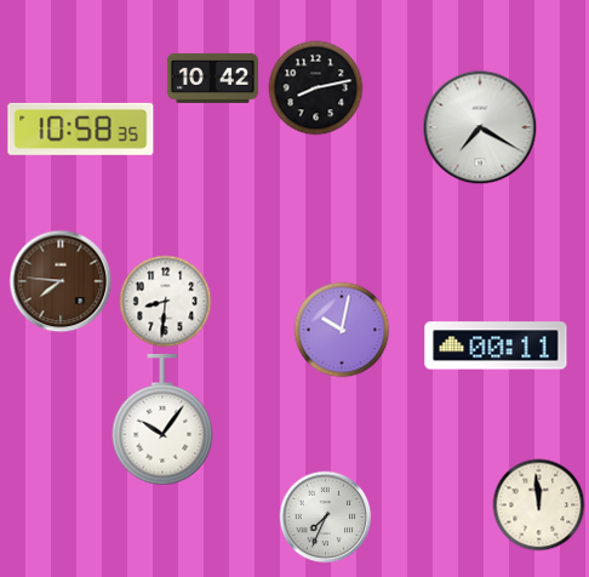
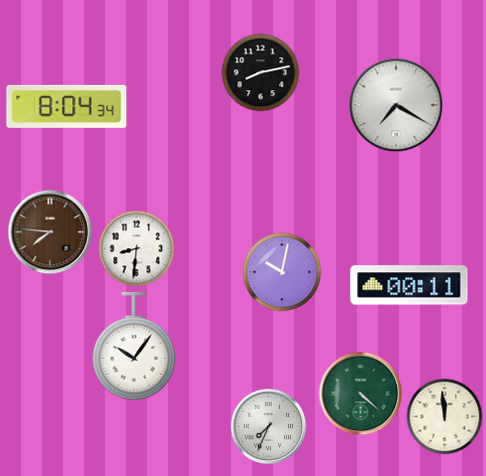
clock at (212, 78): 10:42 -> none
clock at (81, 128): 10:58 -> 8:04
clock at (361, 394): none -> 4:22
